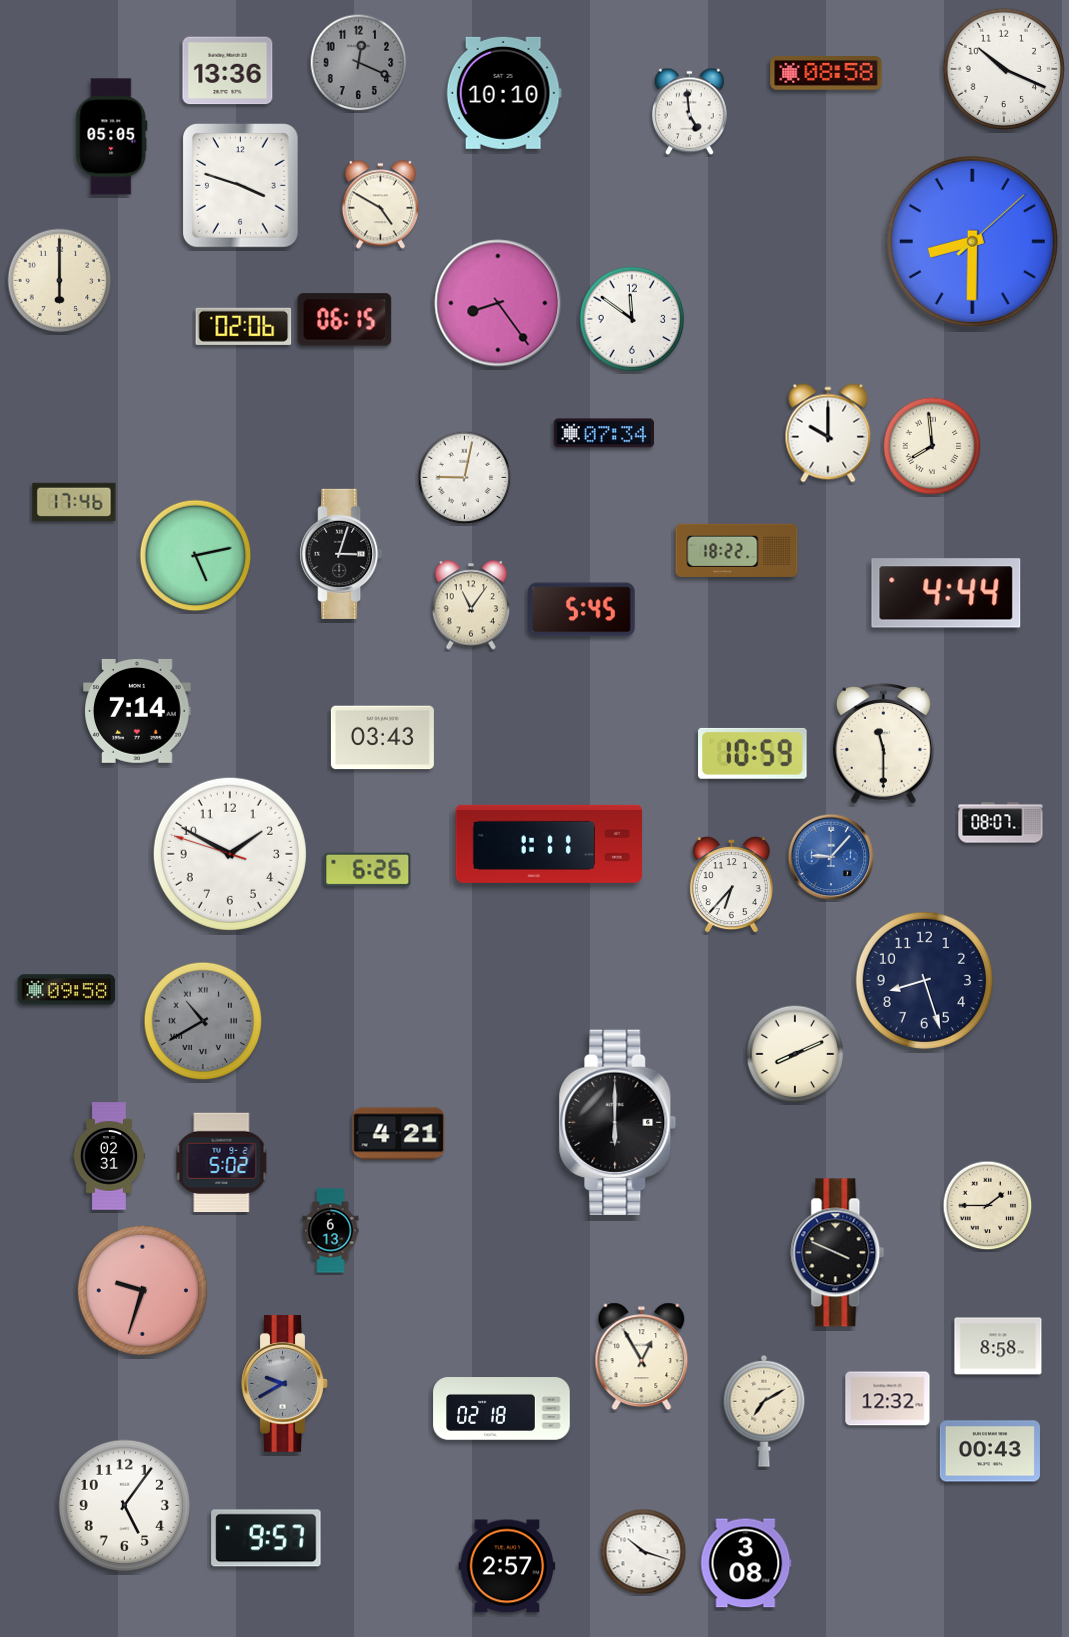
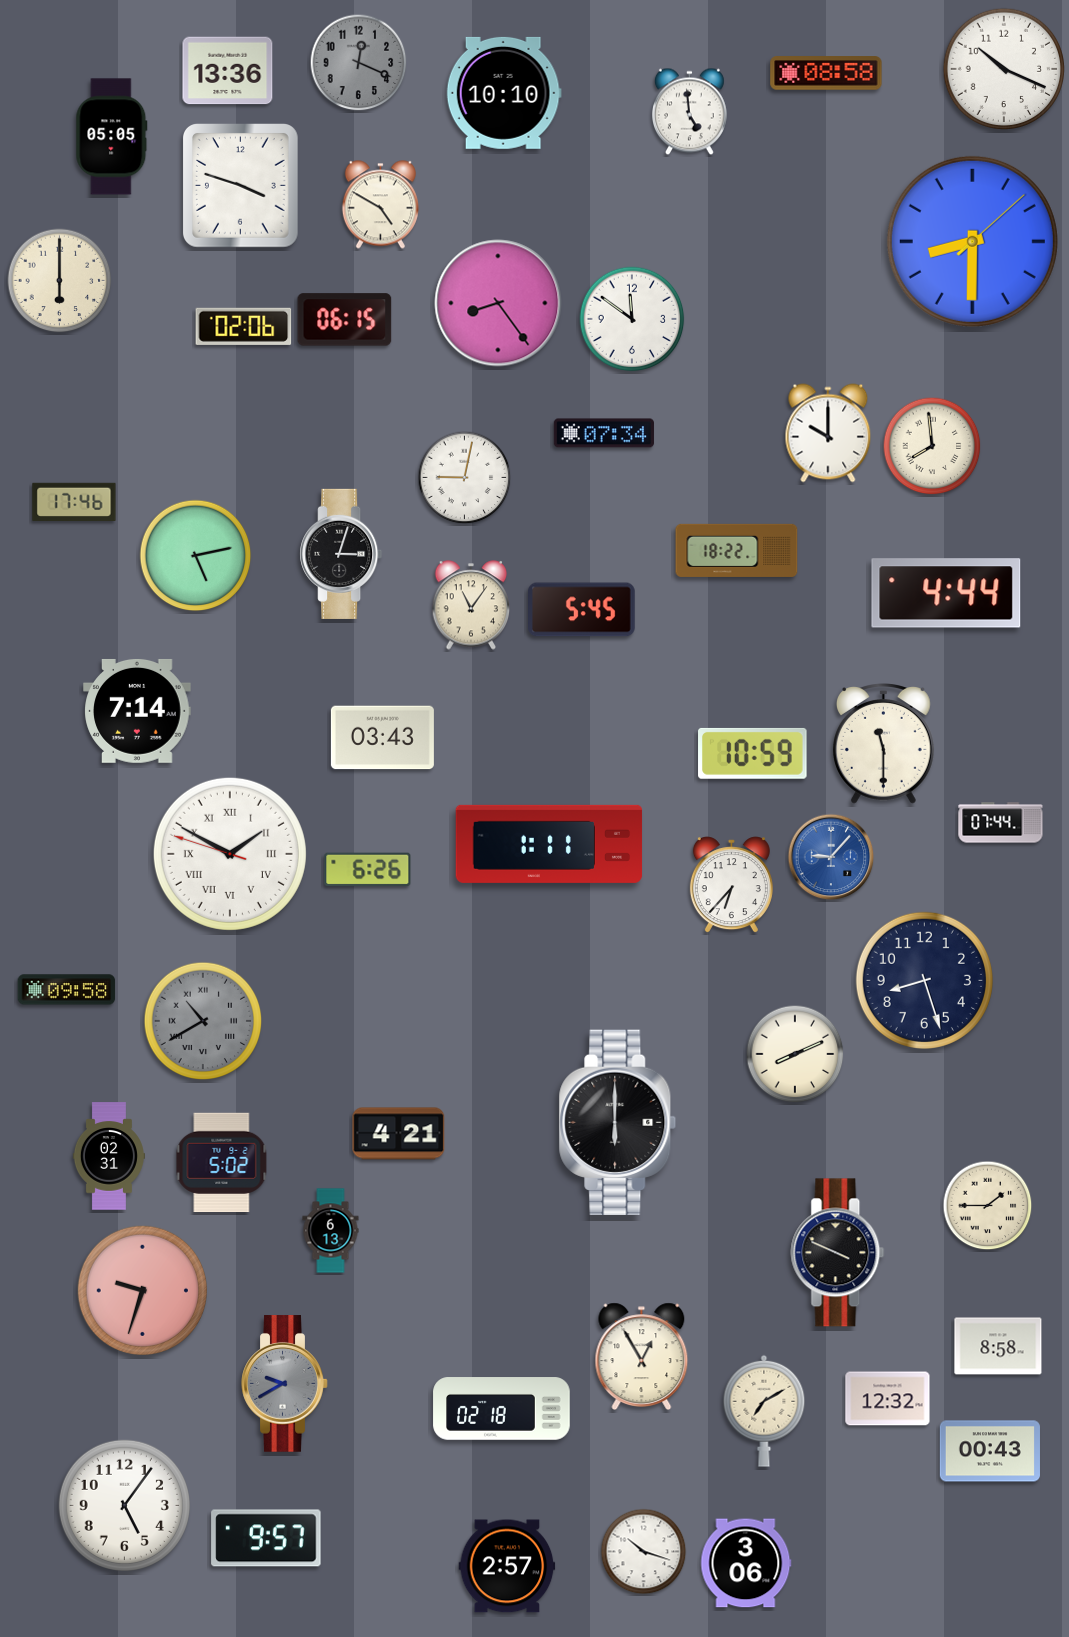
clock at (1001, 823): 08:07 -> 07:44
clock at (230, 854) numerals: Arabic -> Roman
clock at (746, 1563): 3:08 -> 3:06
